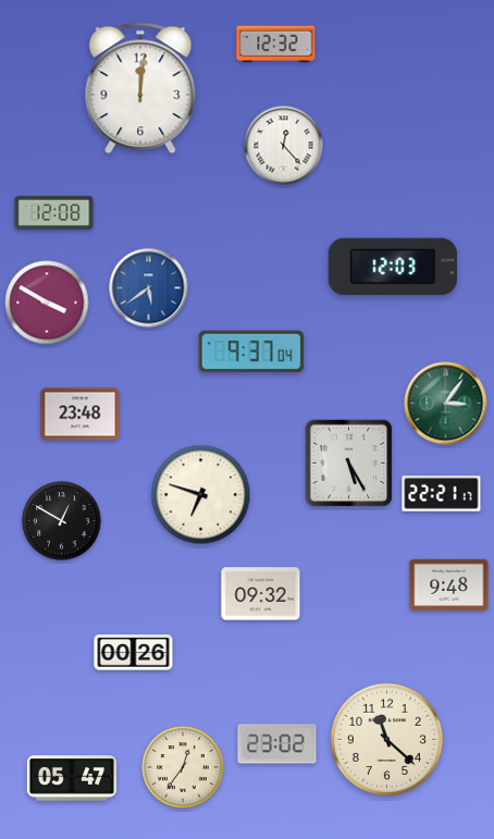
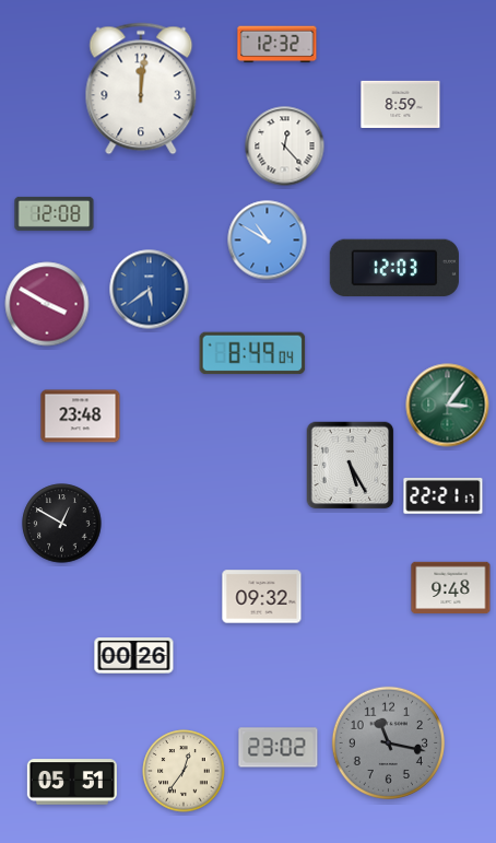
clock at (401, 104): none -> 8:59
clock at (268, 241): none -> 10:50
clock at (251, 351): 9:37 -> 8:49
clock at (201, 495): 6:48 -> none
clock at (386, 739): 11:22 -> 11:17
clock at (386, 739) dial: cream -> grey
clock at (72, 778): 05:47 -> 05:51
